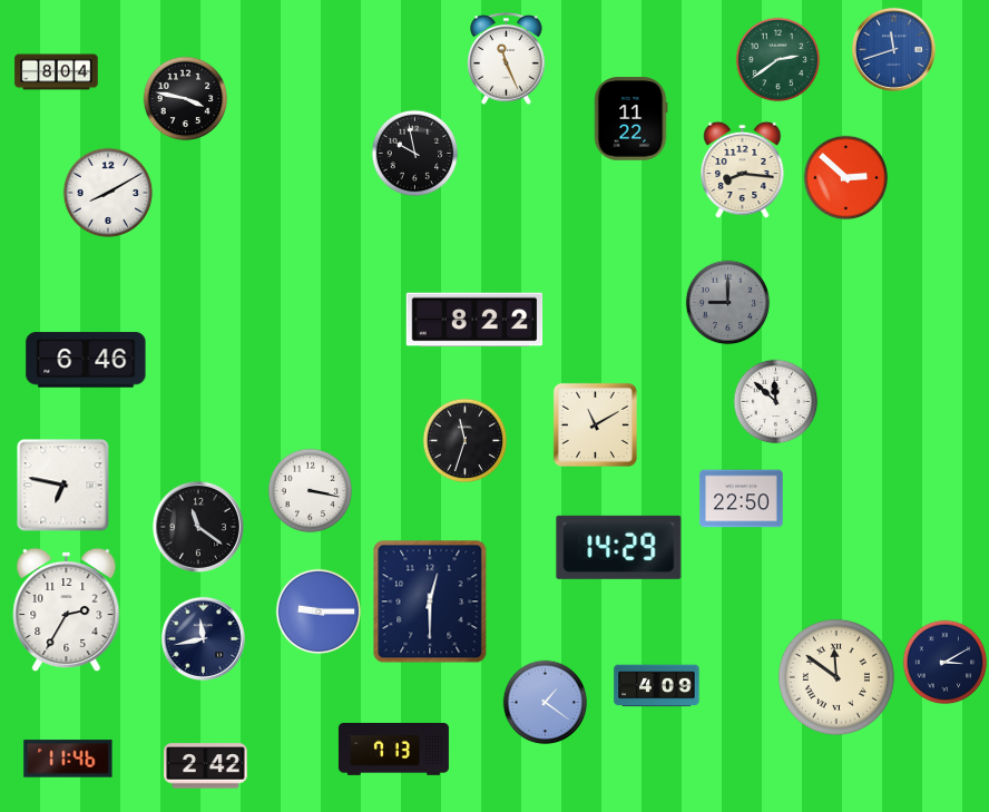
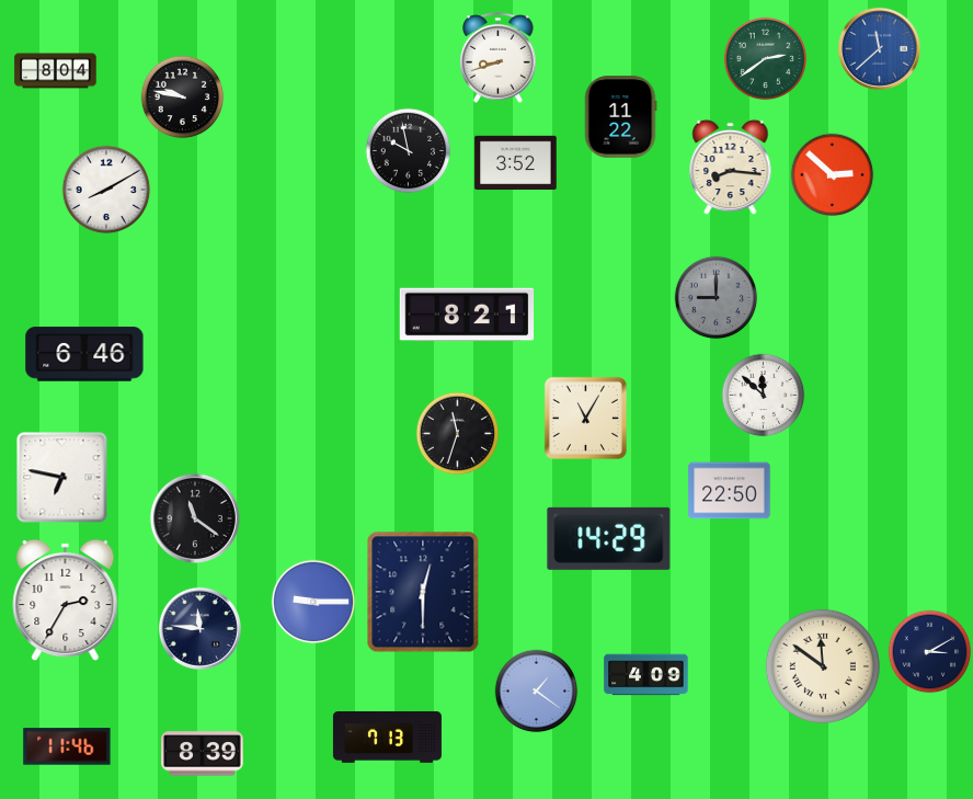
clock at (893, 49): 11:42 -> 11:38
clock at (507, 59): 11:26 -> 8:42
clock at (186, 99): 3:47 -> 9:47
clock at (516, 163): none -> 3:52
clock at (474, 320): 8:22 -> 8:21
clock at (595, 424): 11:10 -> 11:05
clock at (311, 491): 3:17 -> none
clock at (203, 638): 11:43 -> 11:46
clock at (206, 766): 2:42 -> 8:39
